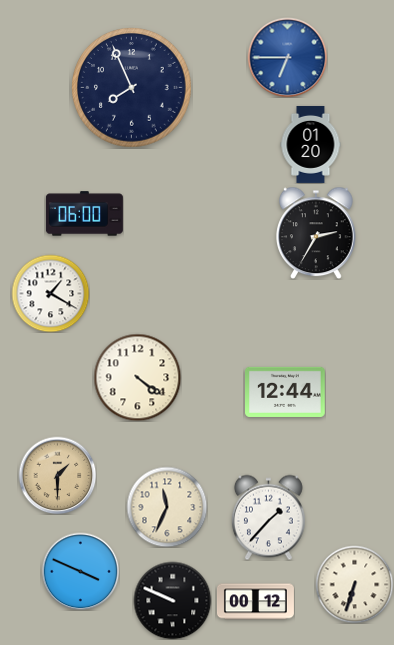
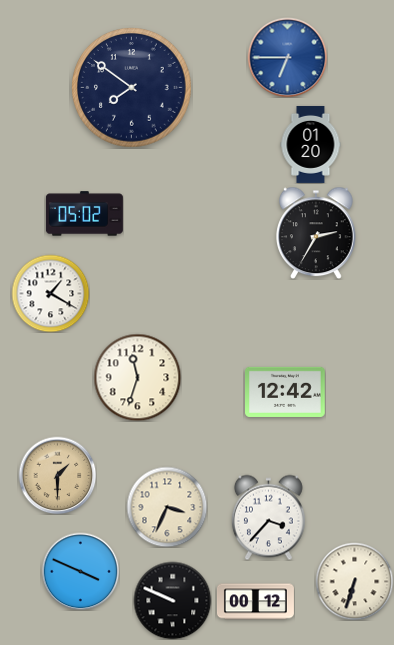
clock at (132, 88): 7:56 -> 7:51
clock at (84, 214): 06:00 -> 05:02
clock at (137, 377): 4:21 -> 11:33
clock at (286, 392): 12:44 -> 12:42
clock at (167, 507): 11:34 -> 3:34
clock at (268, 517): 1:37 -> 3:37
clock at (354, 584) position: (354, 584) -> (354, 581)
